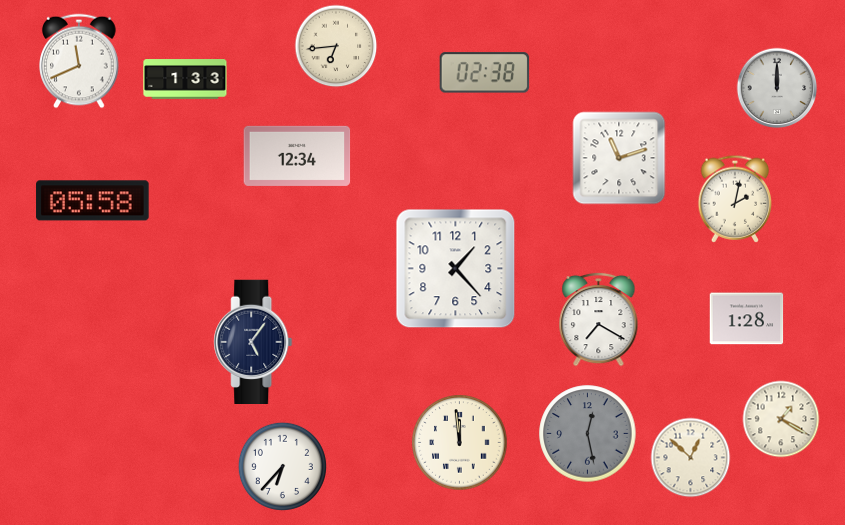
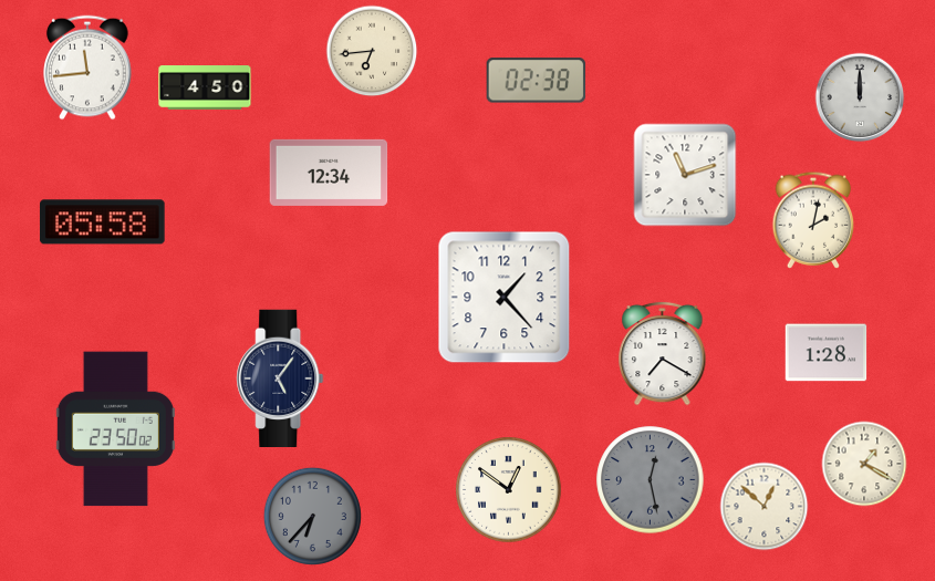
clock at (79, 61): 11:41 -> 11:44
clock at (185, 79): 1:33 -> 4:50
clock at (115, 429): none -> 23:50
clock at (460, 443): 11:59 -> 12:51
clock at (282, 466) dial: white -> grey
